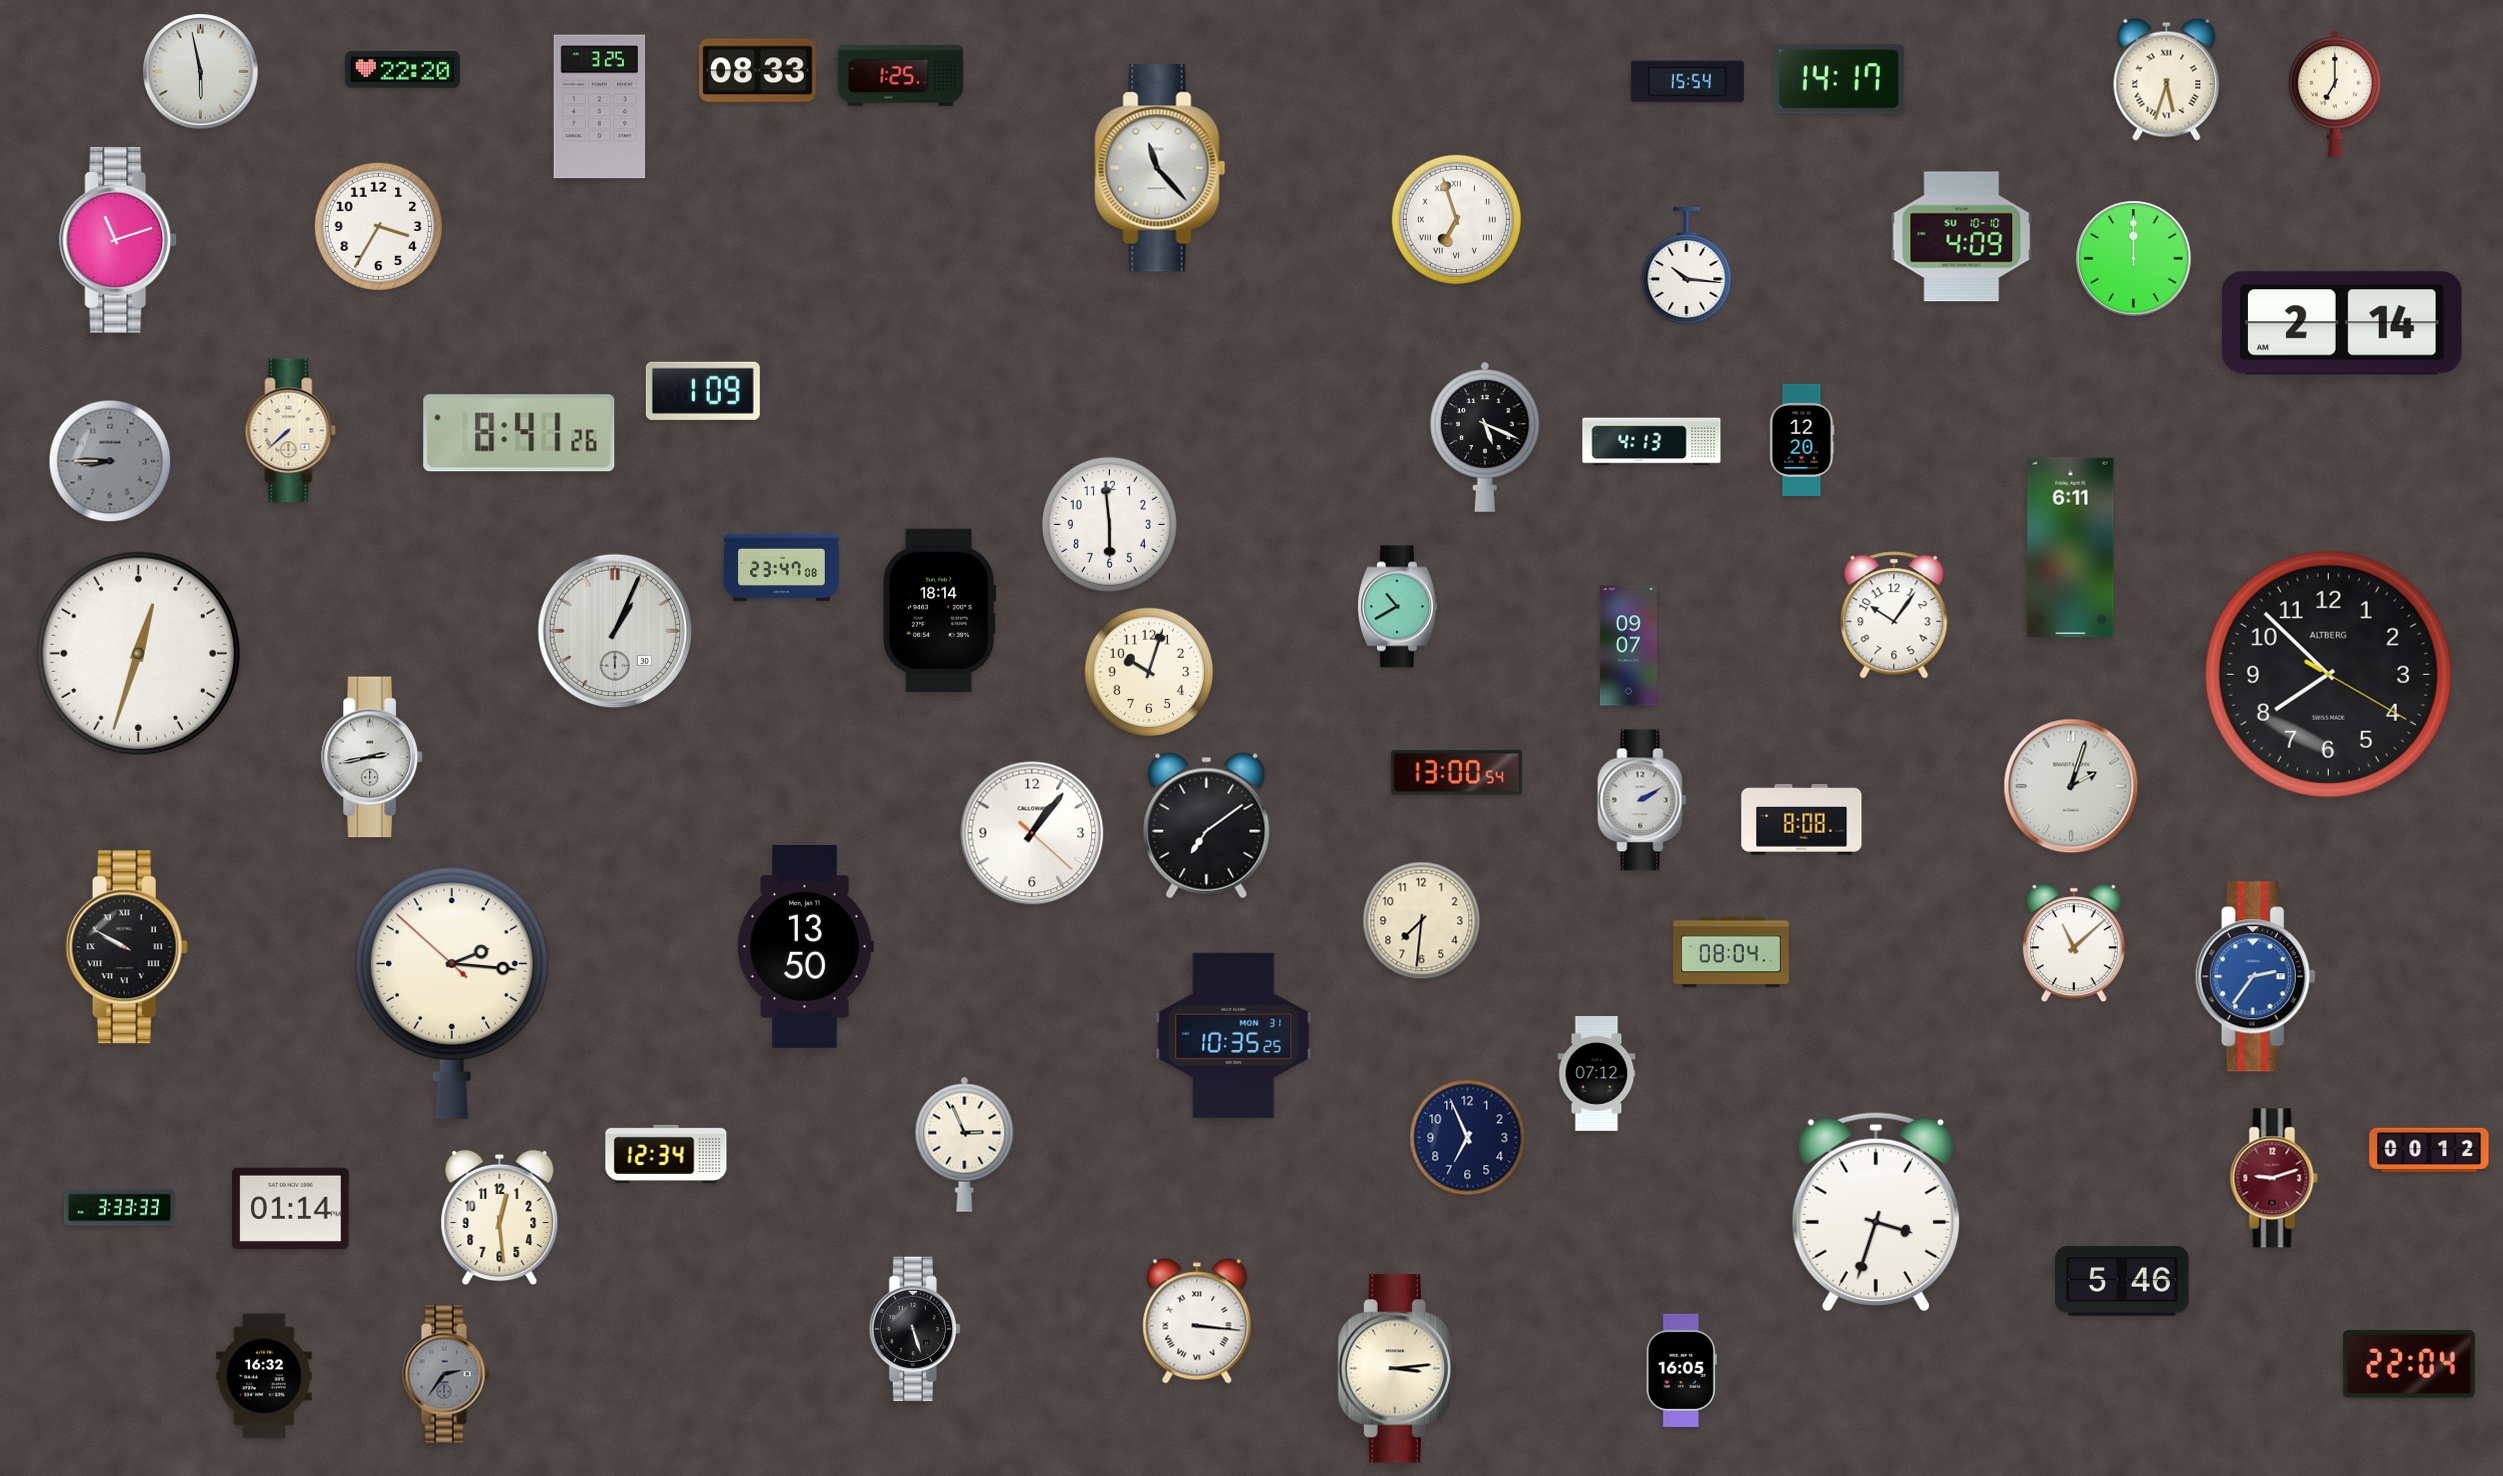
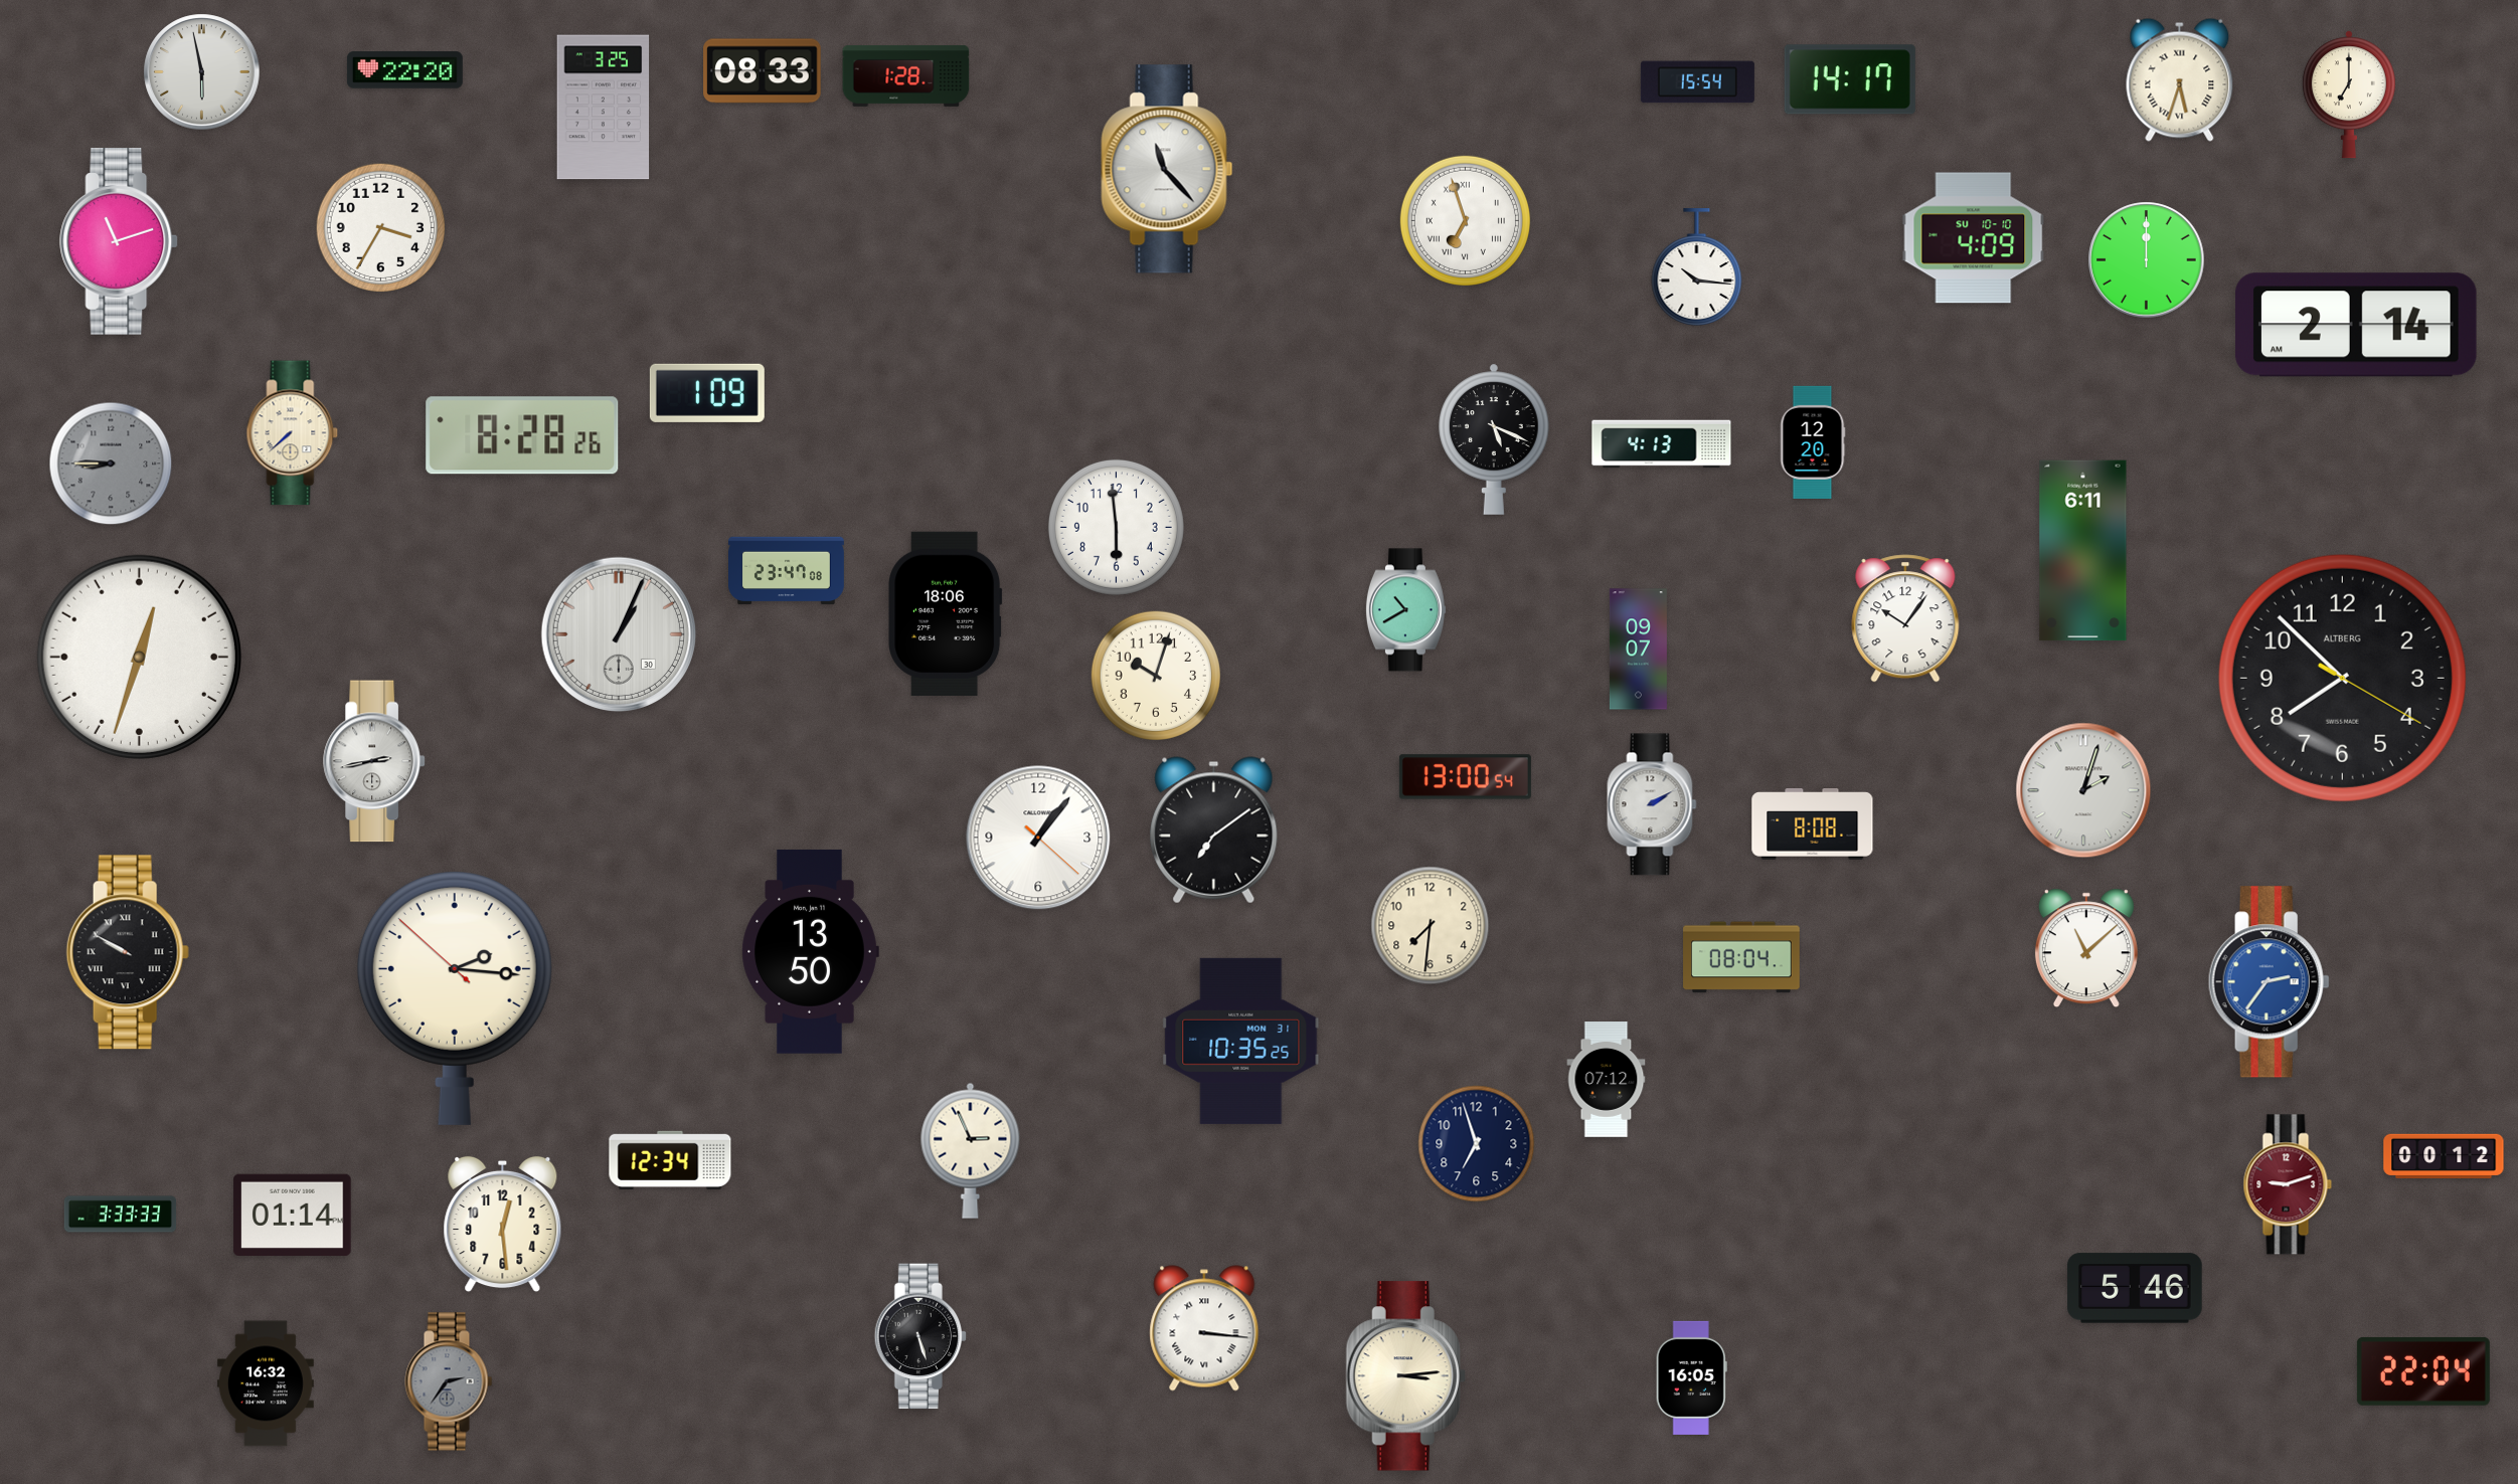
clock at (901, 76): 1:25 -> 1:28
clock at (519, 433): 8:41 -> 8:28
clock at (940, 610): 18:14 -> 18:06
clock at (1468, 1138): 6:56 -> 6:57
clock at (1876, 1212): 3:33 -> none
